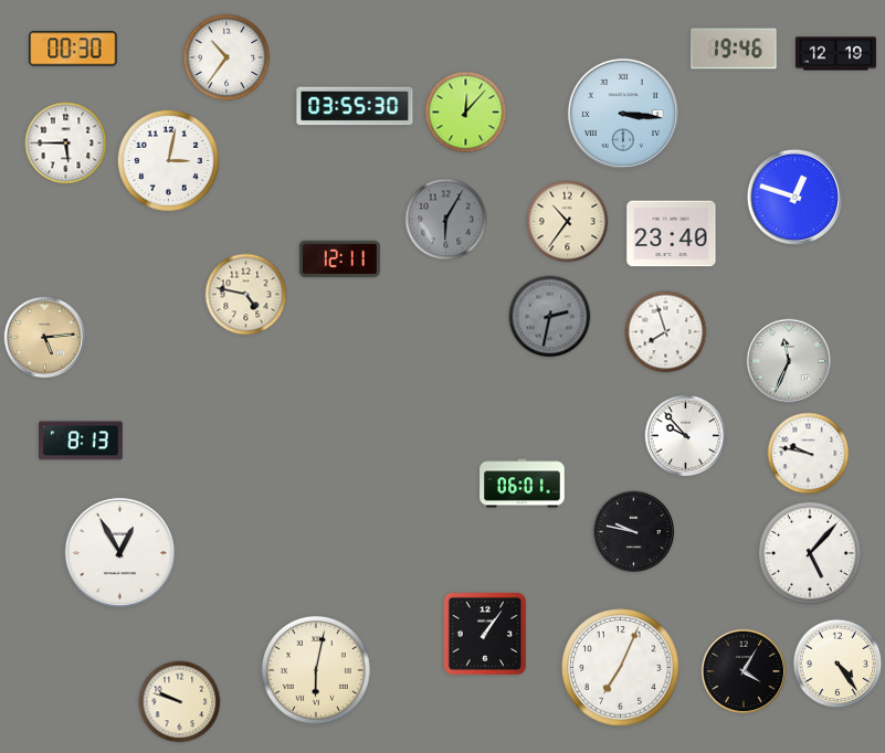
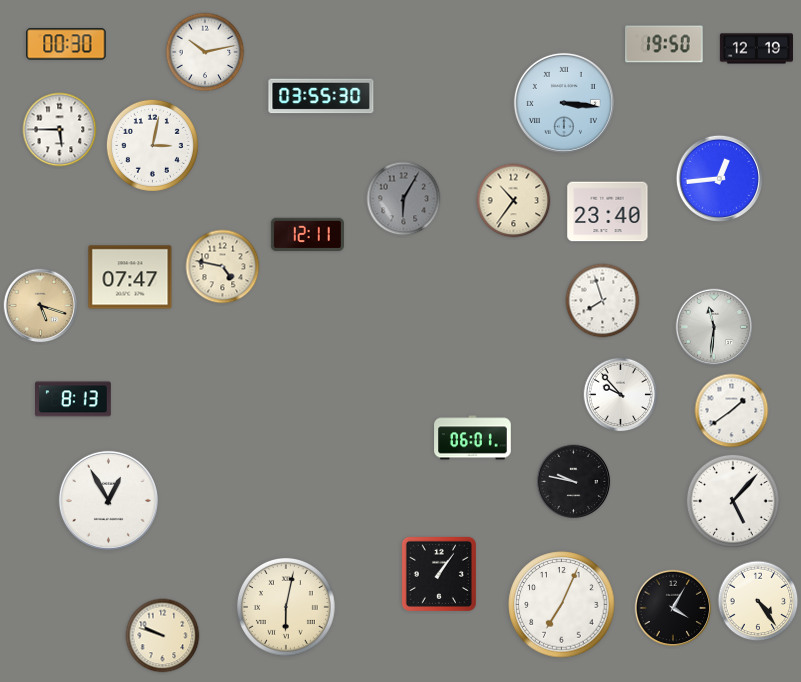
clock at (734, 49): 19:46 -> 19:50
clock at (226, 57): 10:36 -> 10:13
clock at (466, 113): 12:07 -> none
clock at (794, 197): 12:48 -> 12:44
clock at (130, 277): none -> 07:47
clock at (550, 317): 2:32 -> none
clock at (45, 338): 5:14 -> 5:18
clock at (789, 361): 11:34 -> 11:31
clock at (809, 454): 9:47 -> 1:39
